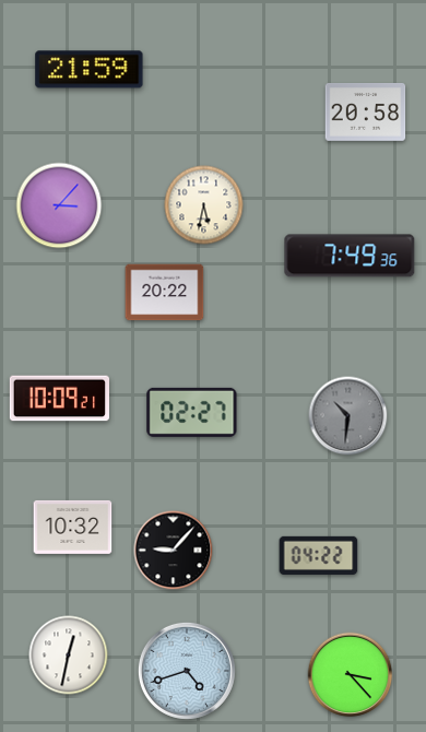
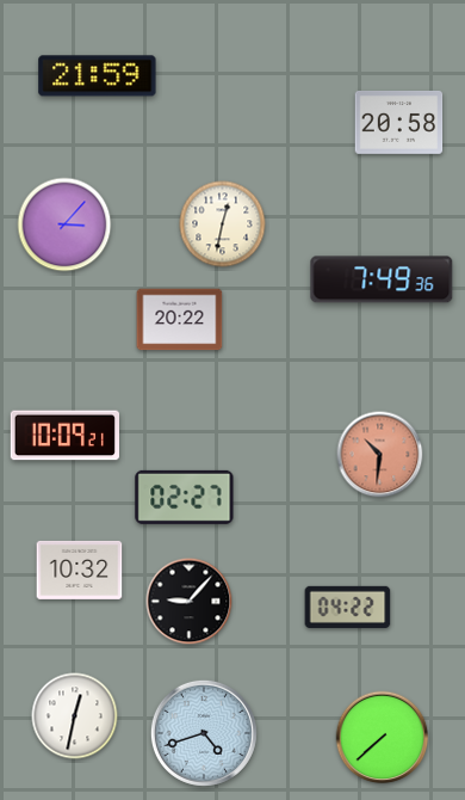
clock at (204, 205): 5:32 -> 12:32
clock at (192, 412) position: (192, 412) -> (185, 497)
clock at (348, 416) dial: grey -> salmon
clock at (73, 527) position: (73, 527) -> (80, 570)
clock at (351, 675): 3:23 -> 7:38
